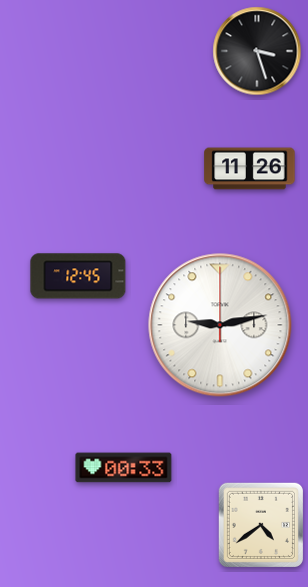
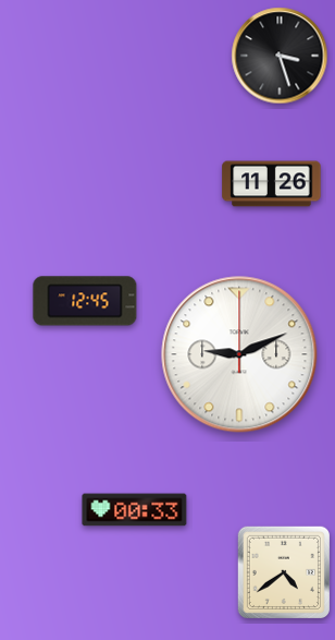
clock at (220, 325): 9:13 -> 9:11
